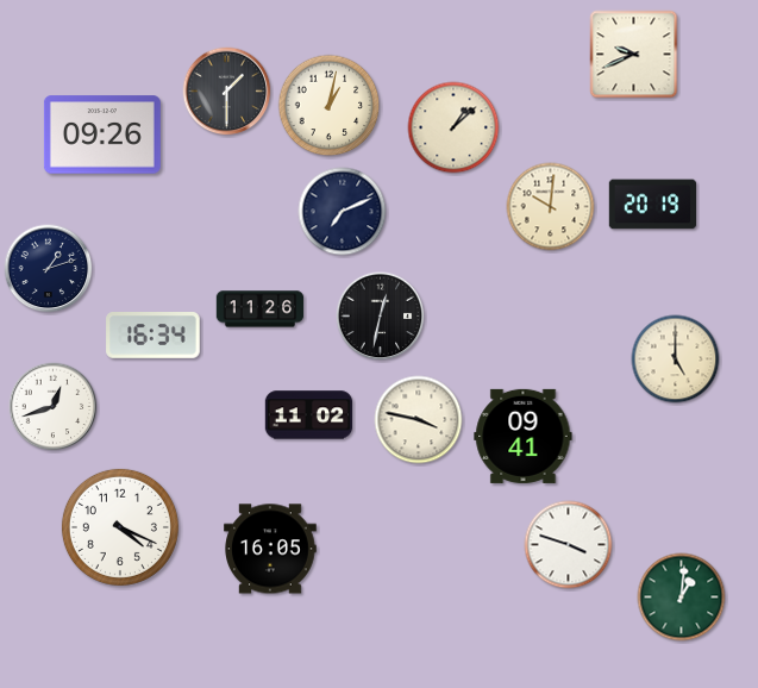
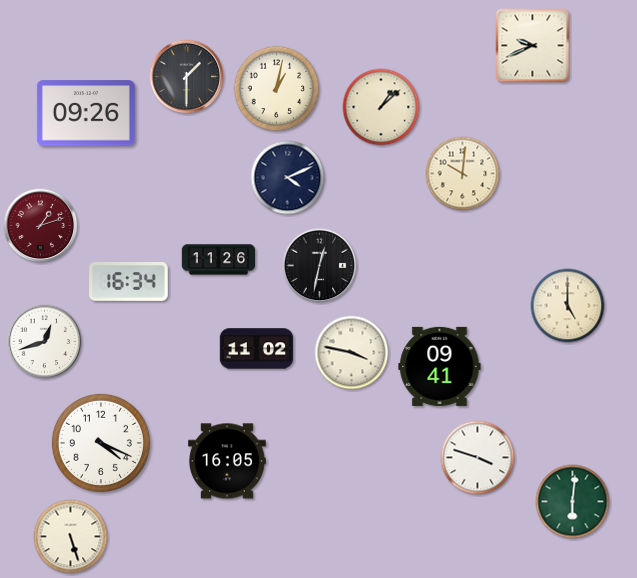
clock at (227, 92) position: (227, 92) -> (187, 77)
clock at (653, 205): 20:19 -> none
clock at (343, 212): 7:11 -> 4:11
clock at (49, 269) dial: navy -> burgundy
clock at (676, 359) position: (676, 359) -> (568, 306)
clock at (309, 415) position: (309, 415) -> (257, 349)
clock at (682, 598): 1:01 -> 6:01
clock at (71, 537): none -> 5:27
